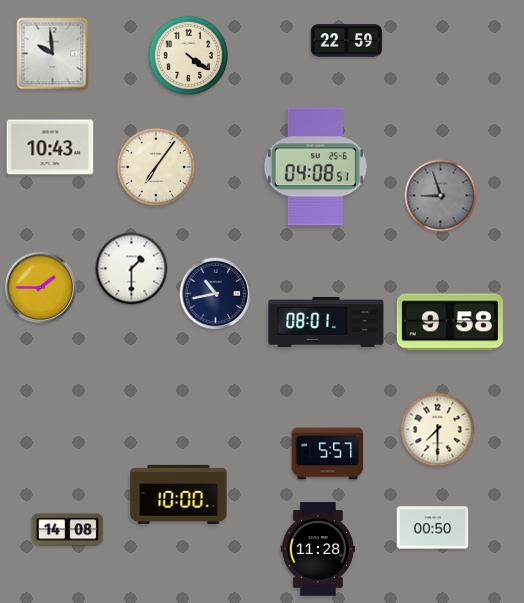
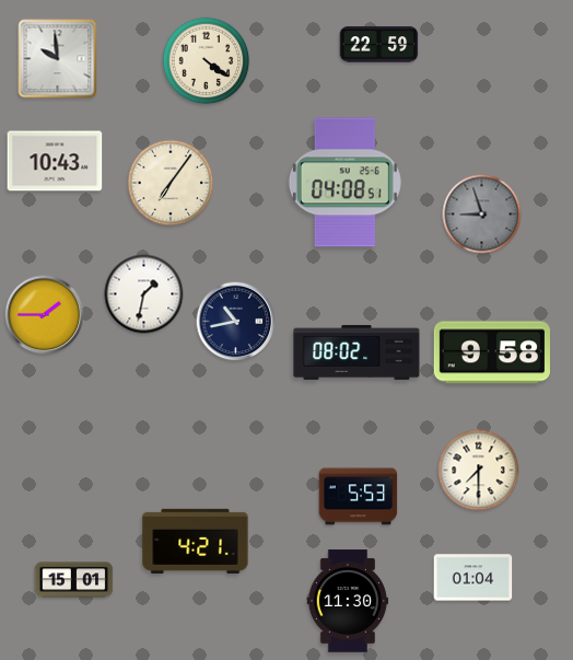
clock at (132, 269): 1:30 -> 1:32
clock at (326, 322): 08:01 -> 08:02
clock at (328, 454): 5:57 -> 5:53
clock at (179, 494): 10:00 -> 4:21
clock at (433, 528): 00:50 -> 01:04
clock at (68, 530): 14:08 -> 15:01
clock at (318, 549): 11:28 -> 11:30
